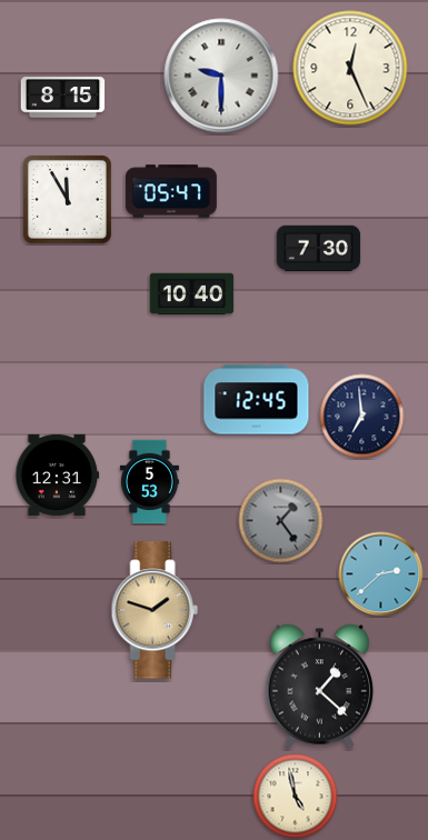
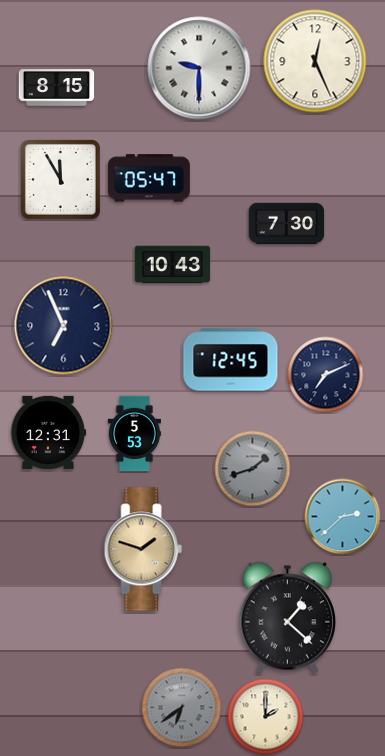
clock at (171, 191) position: (171, 191) -> (149, 178)
clock at (192, 294): 10:40 -> 10:43
clock at (64, 326): none -> 6:56
clock at (362, 417): 6:59 -> 7:11
clock at (57, 474) position: (57, 474) -> (48, 432)
clock at (281, 521): 1:24 -> 1:42
clock at (155, 610) position: (155, 610) -> (143, 549)
clock at (182, 708): none -> 6:39
clock at (296, 797): 4:58 -> 2:00
